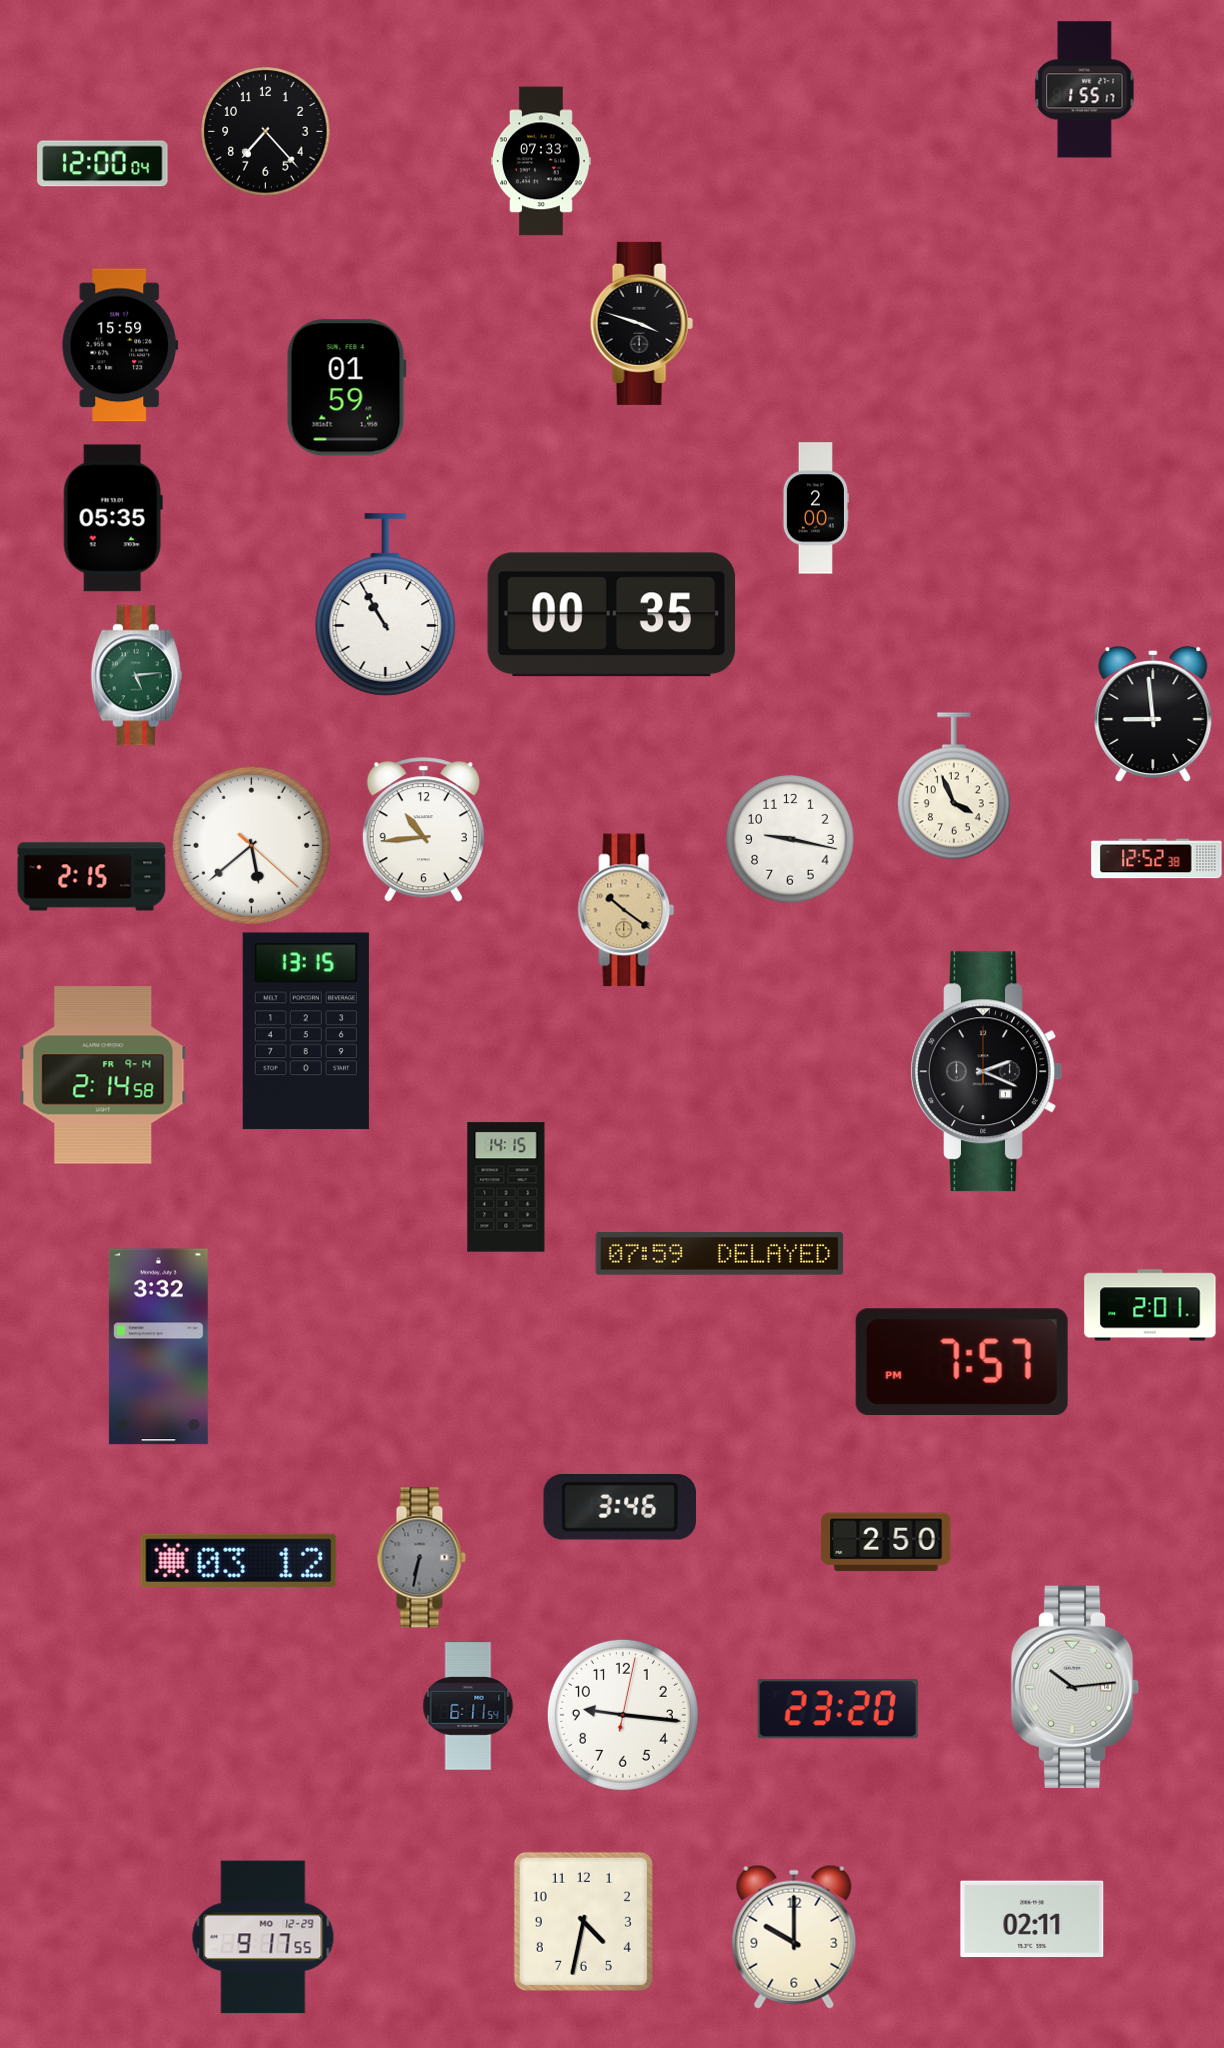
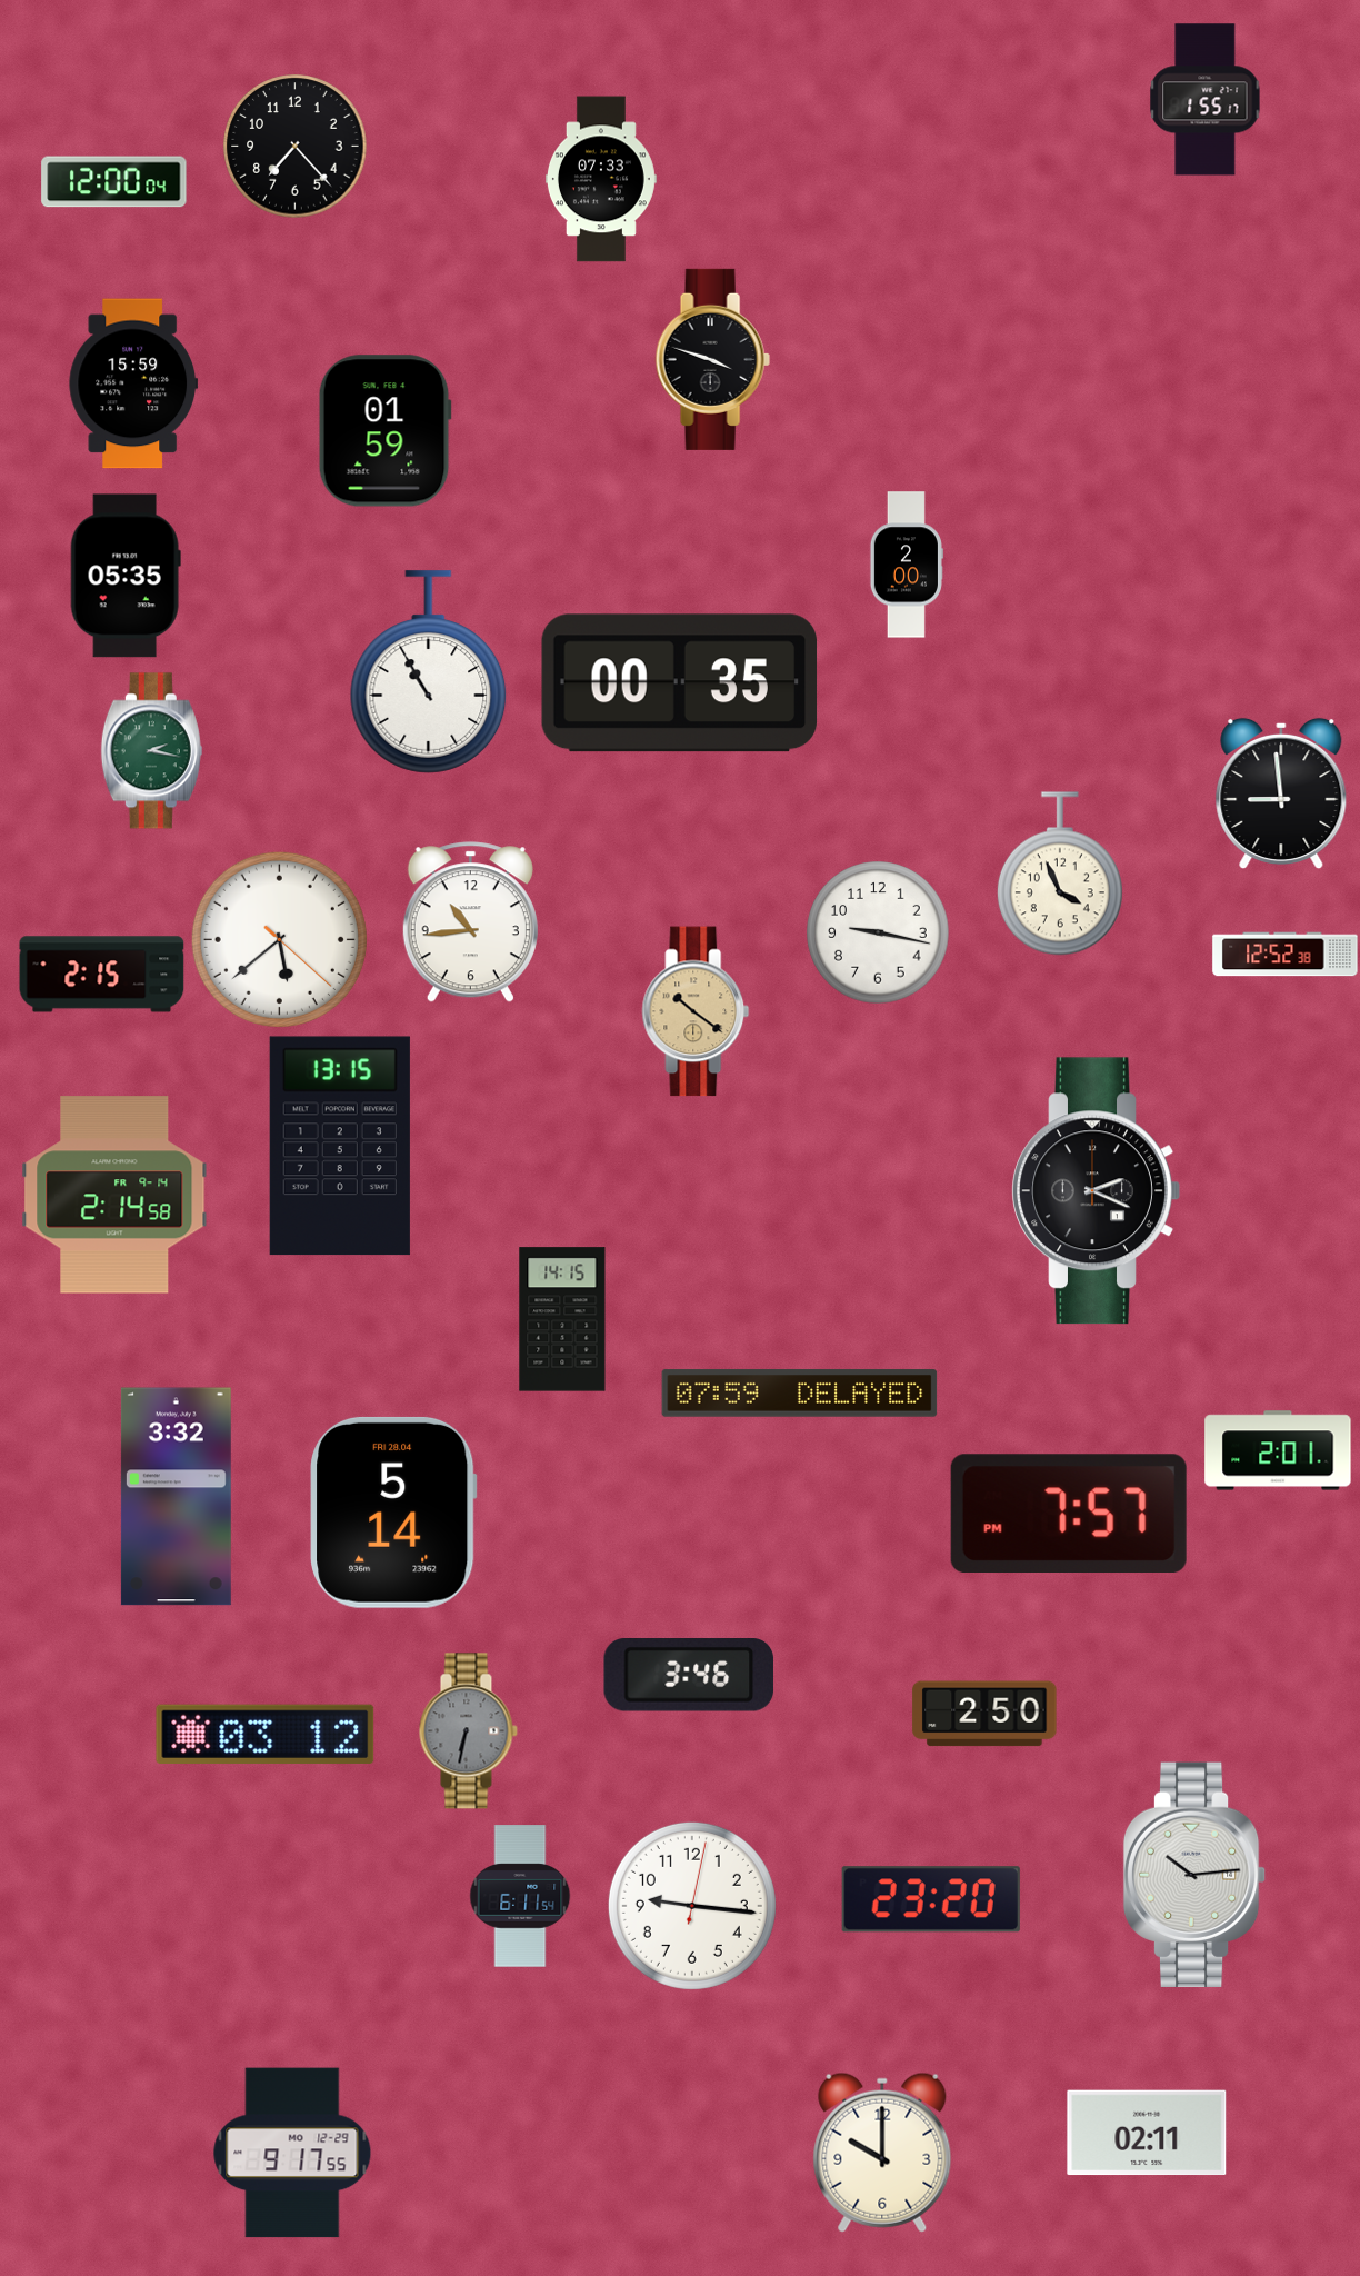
clock at (136, 676): 5:14 -> 2:17
clock at (393, 1513): none -> 5:14
clock at (583, 1921): 4:32 -> none
